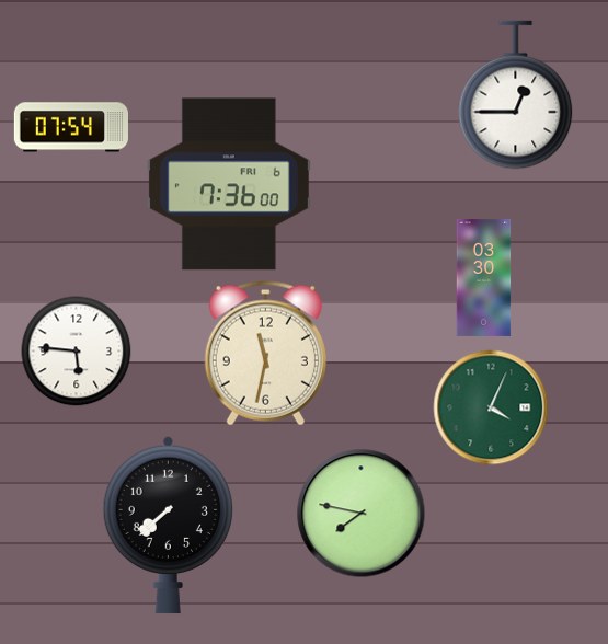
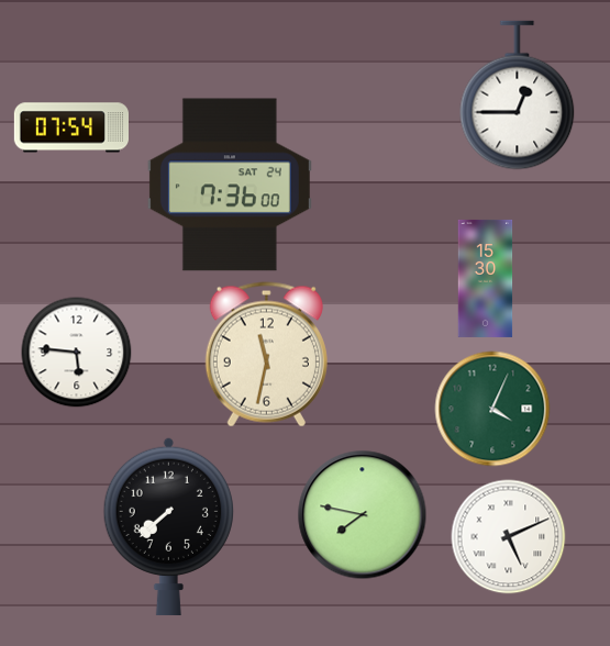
clock at (229, 184) date: FRI 6 -> SAT 24
clock at (484, 277): 03:30 -> 15:30
clock at (509, 537): none -> 5:11
